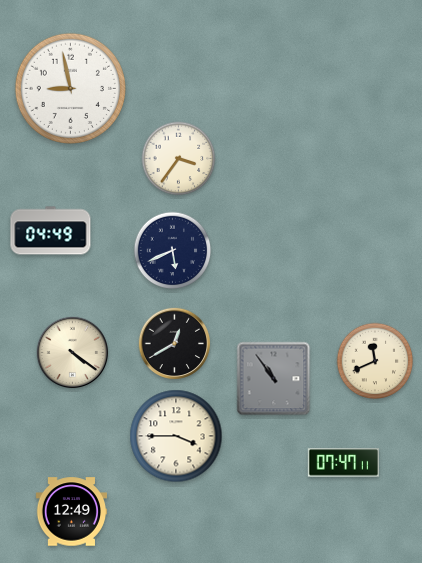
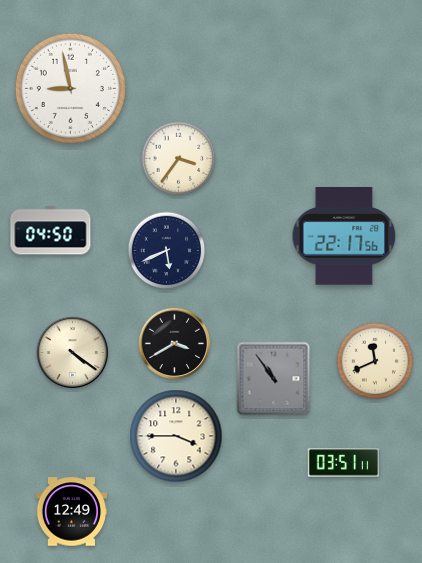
clock at (51, 231): 04:49 -> 04:50
clock at (344, 236): none -> 22:17
clock at (173, 251) position: (173, 251) -> (167, 251)
clock at (175, 344): 12:40 -> 3:40
clock at (343, 463): 07:47 -> 03:51
